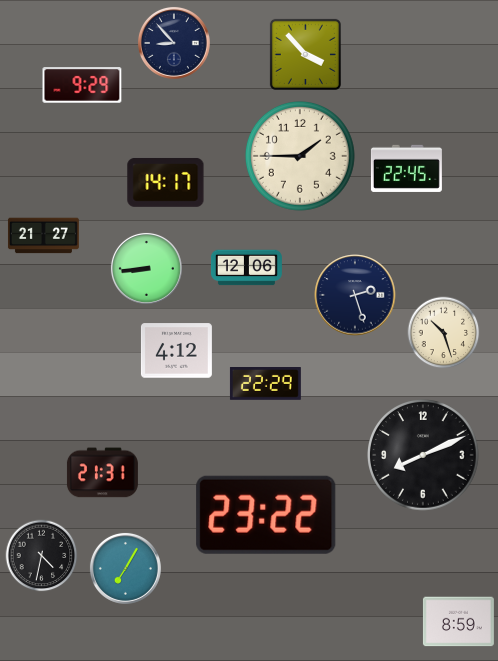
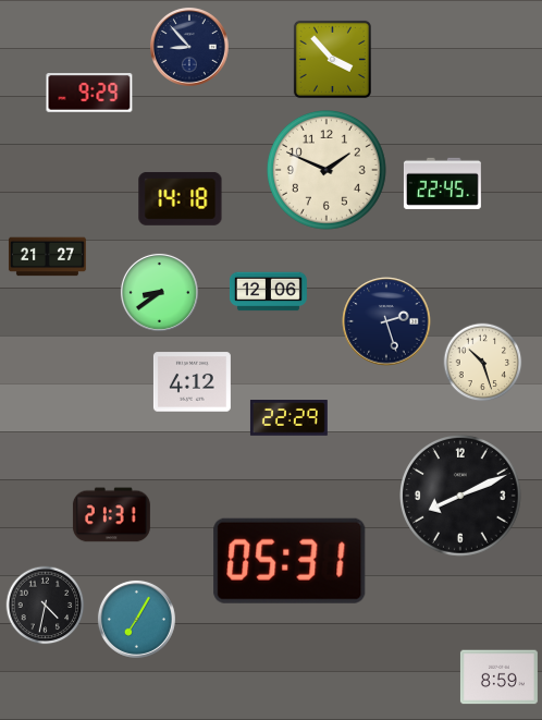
clock at (300, 156): 1:45 -> 1:49
clock at (166, 182): 14:17 -> 14:18
clock at (146, 268): 8:44 -> 8:39
clock at (266, 515): 23:22 -> 05:31
